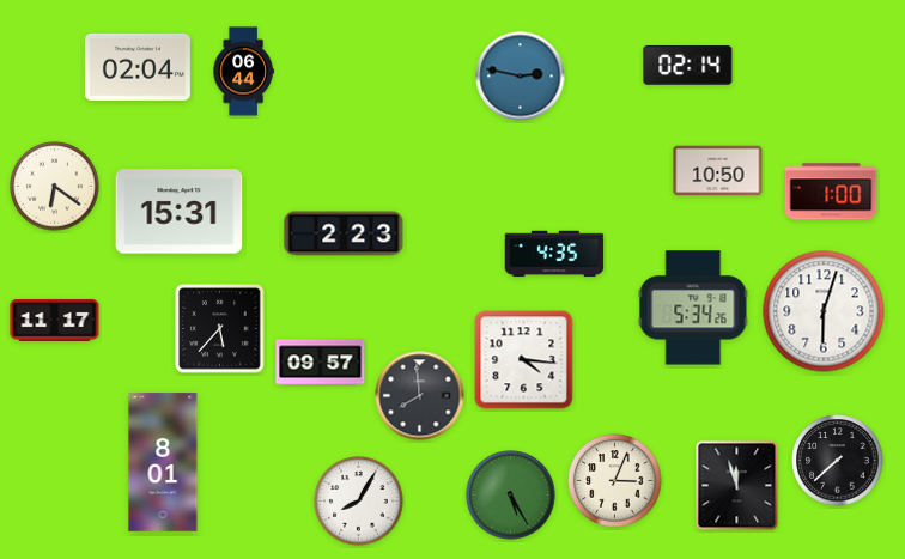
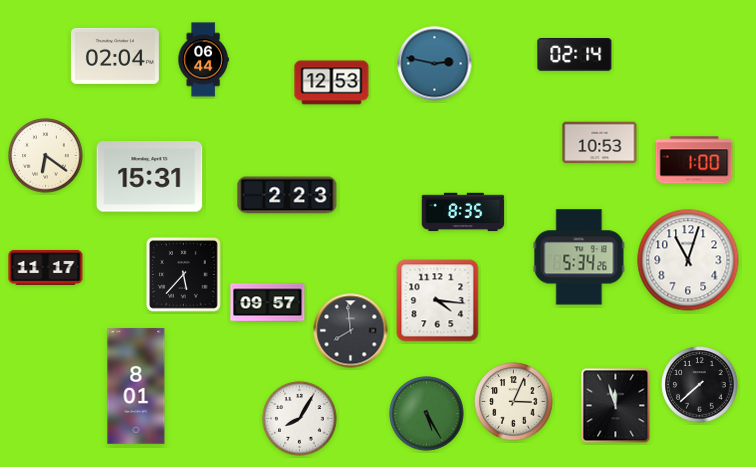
clock at (332, 83): none -> 12:53
clock at (718, 171): 10:50 -> 10:53
clock at (554, 254): 4:35 -> 8:35
clock at (824, 311): 6:03 -> 11:03
